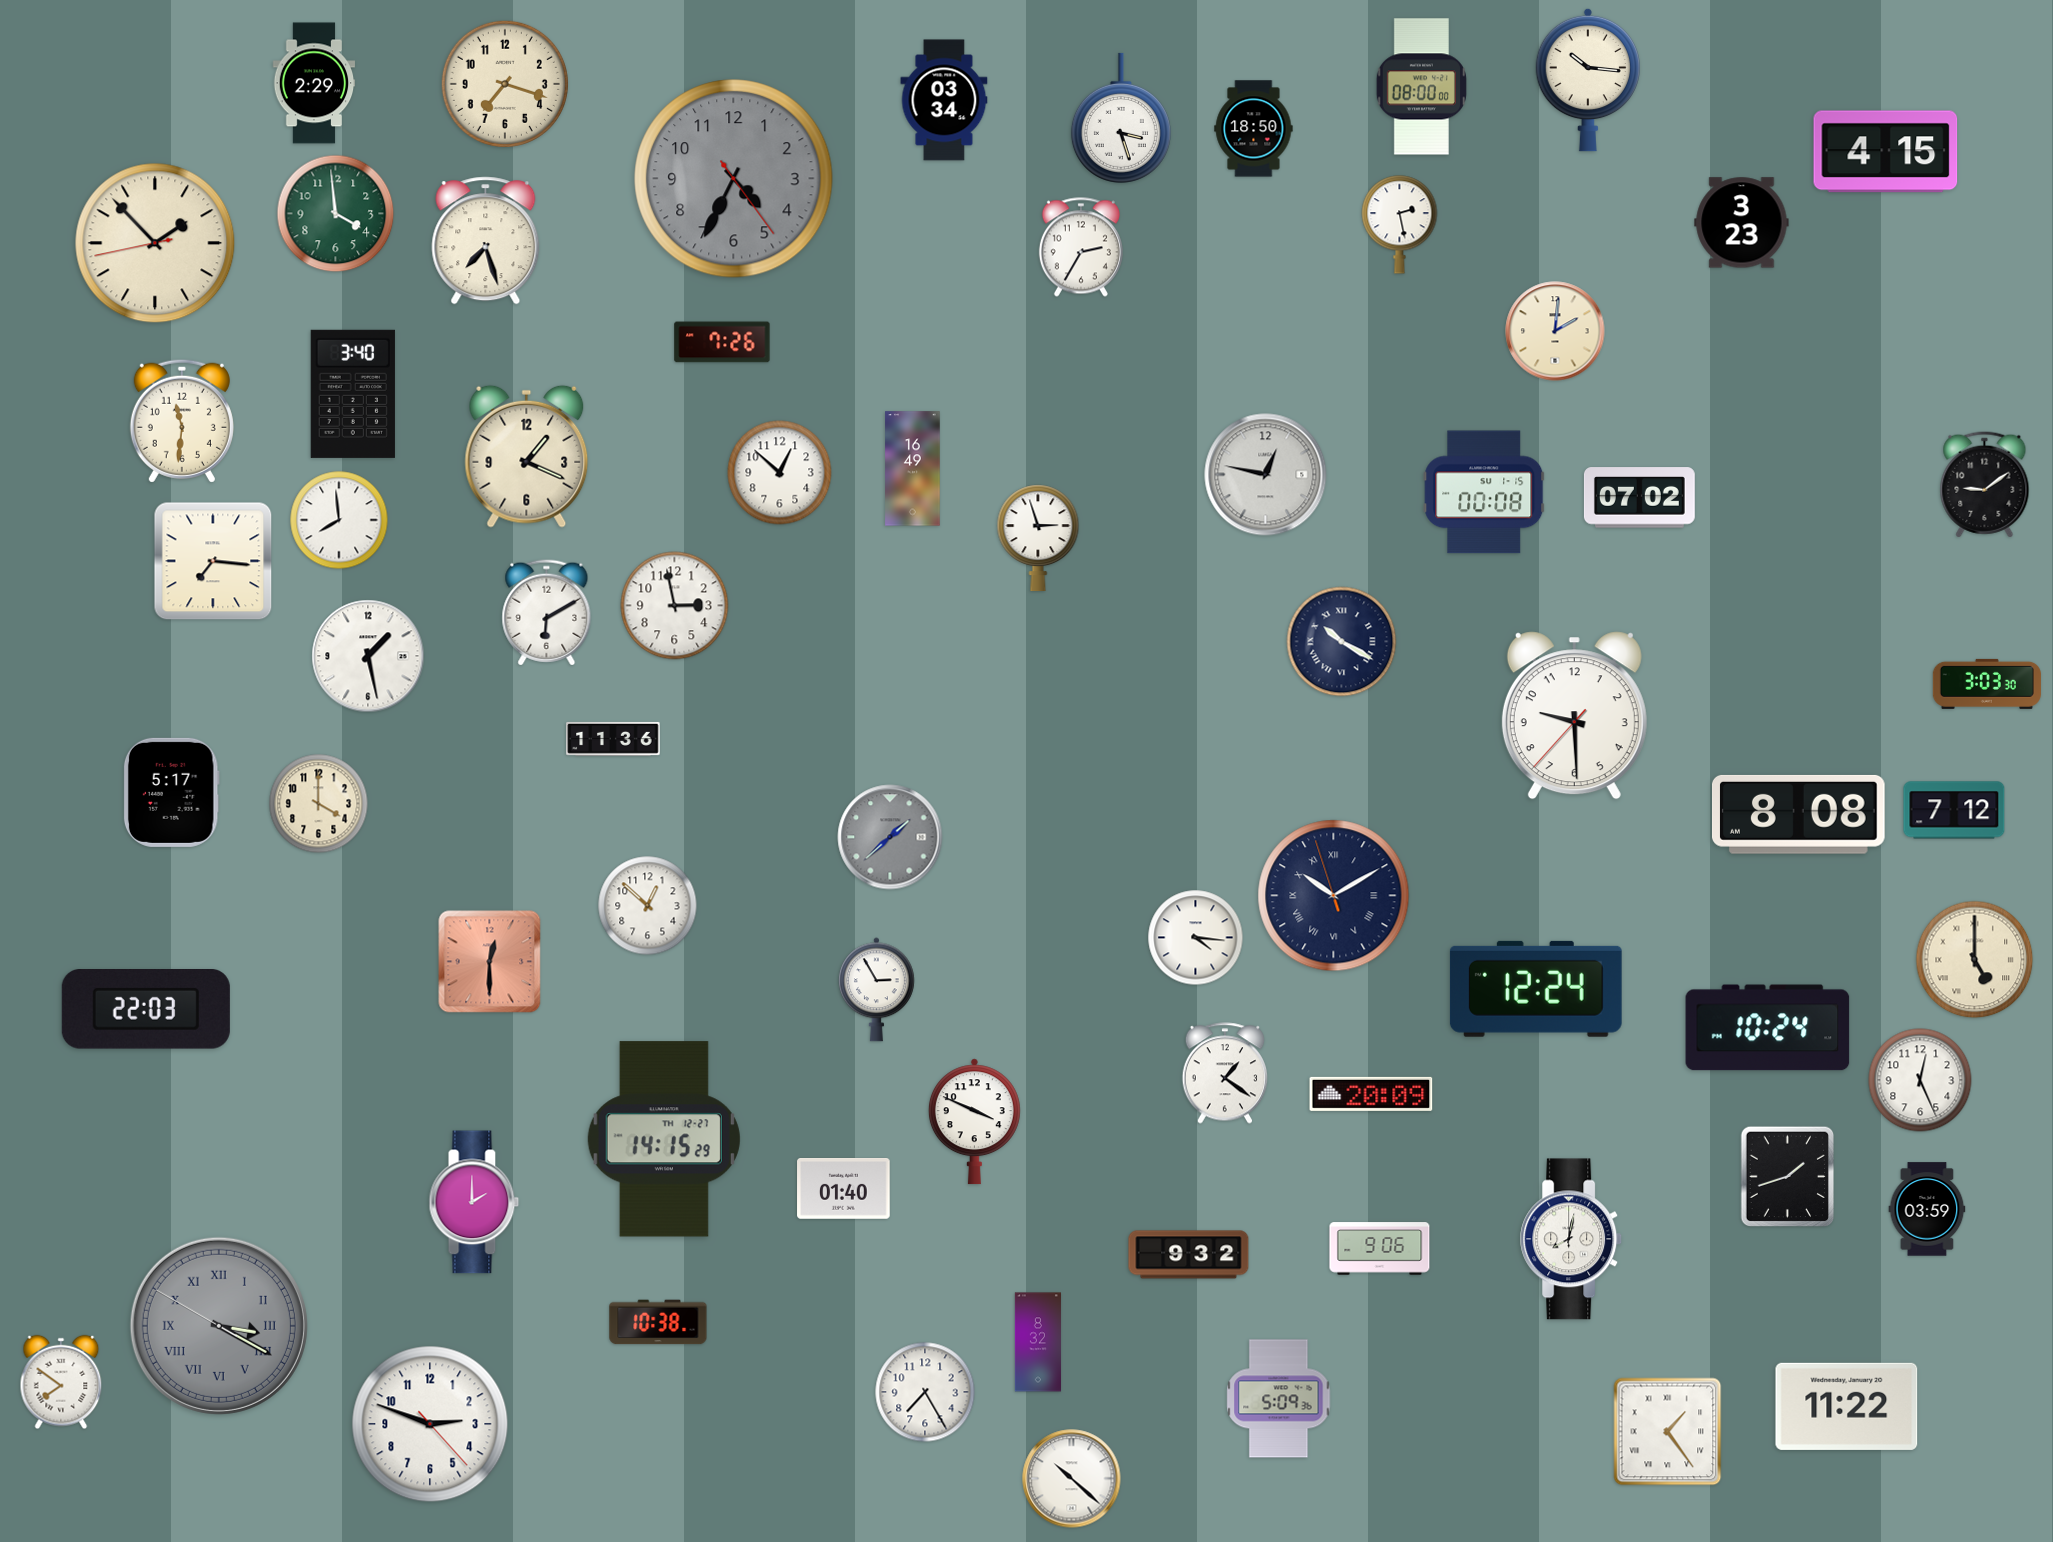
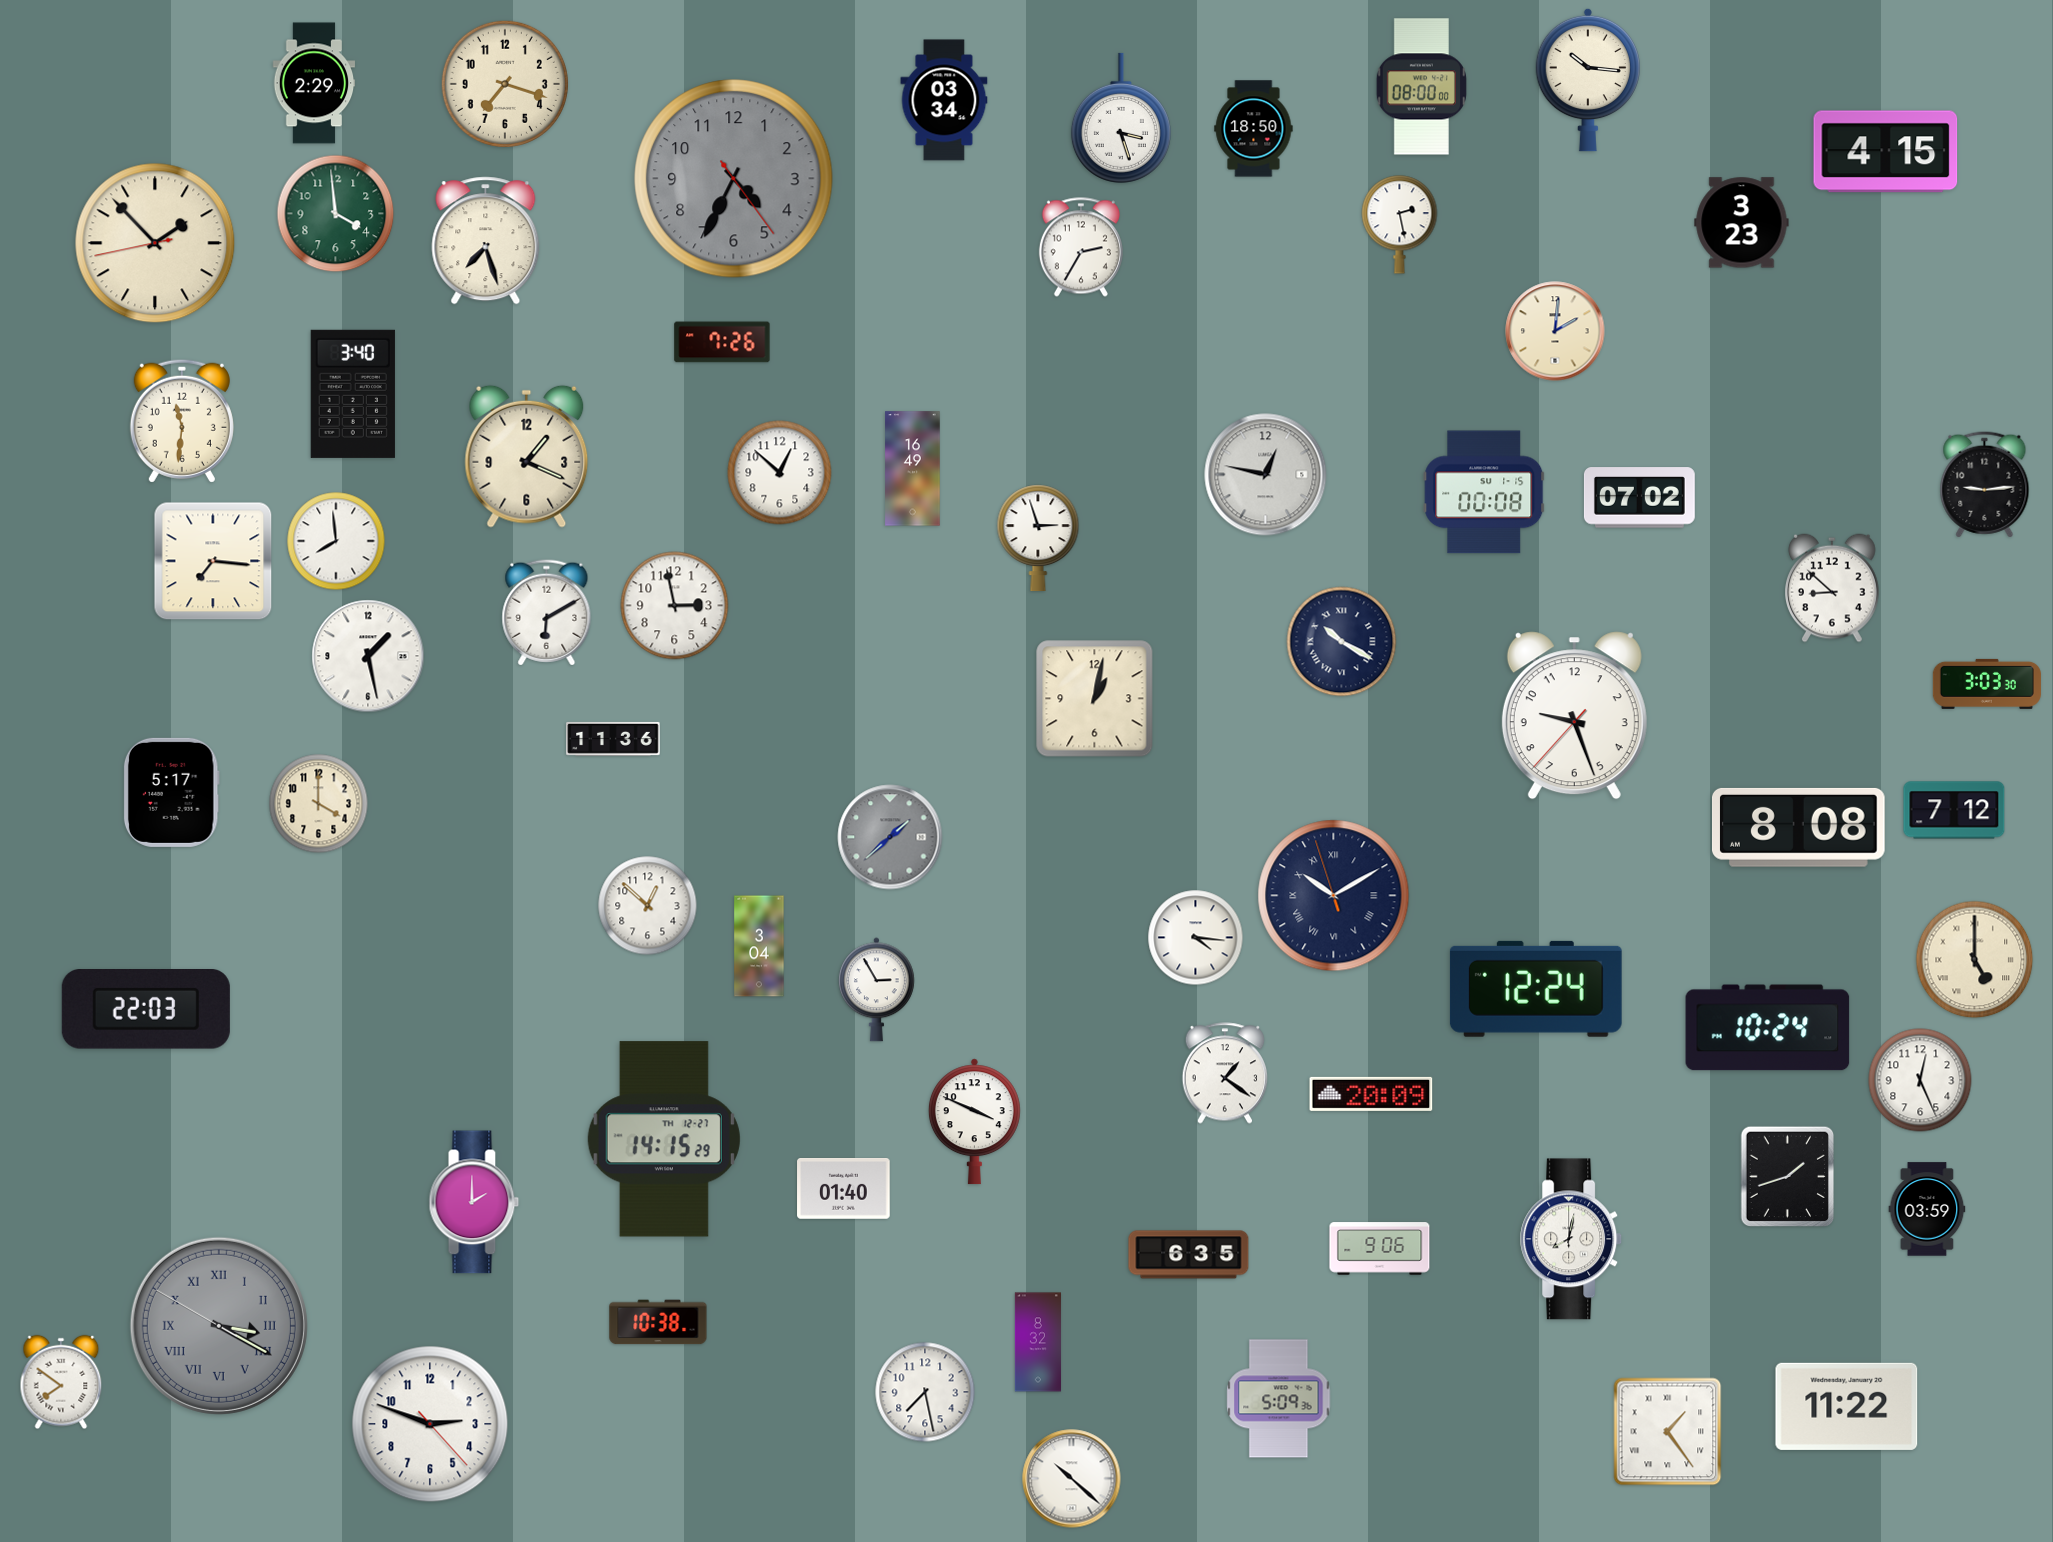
clock at (1985, 485): 9:09 -> 9:14
clock at (339, 520) position: (339, 520) -> (336, 541)
clock at (1833, 588): none -> 8:52
clock at (1095, 699): none -> 1:02
clock at (1574, 716): 9:29 -> 9:26
clock at (1799, 814) position: (1799, 814) -> (1799, 827)
clock at (759, 946): none -> 3:04
clock at (490, 962): 12:30 -> none
clock at (1189, 1255): 9:32 -> 6:35
clock at (925, 1392): 7:25 -> 7:28
